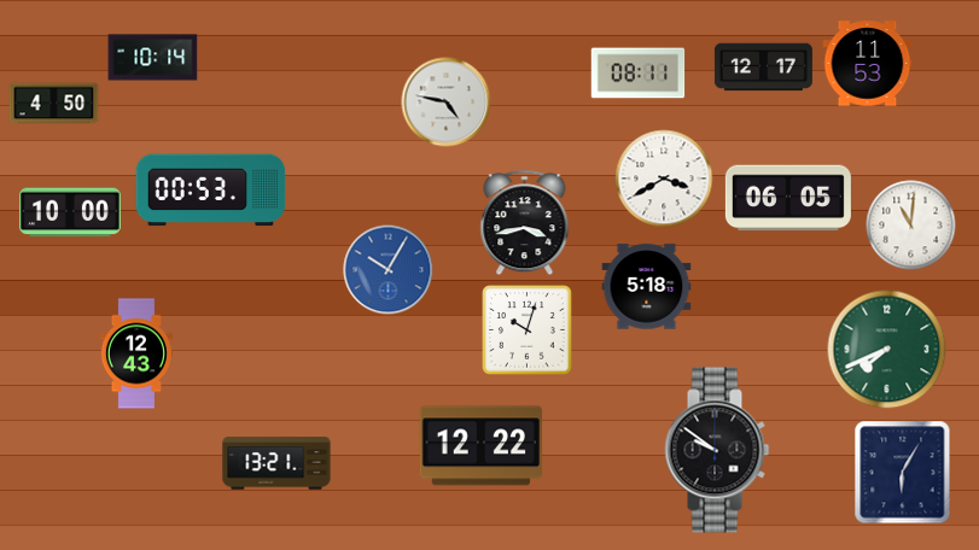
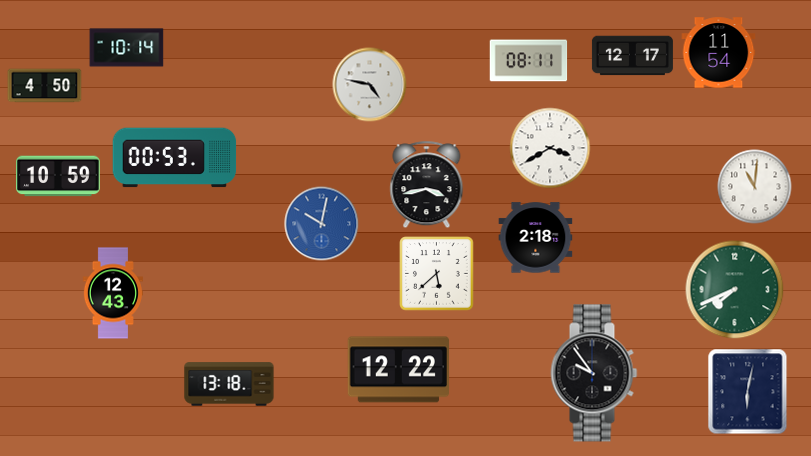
clock at (868, 64): 11:53 -> 11:54
clock at (788, 198): 06:05 -> none
clock at (70, 212): 10:00 -> 10:59
clock at (525, 223) position: (525, 223) -> (427, 185)
clock at (389, 270): 10:05 -> 10:02
clock at (647, 287): 5:18 -> 2:18
clock at (528, 330): 10:03 -> 5:38
clock at (717, 450): 9:51 -> 9:54
clock at (276, 463): 13:21 -> 13:18
clock at (903, 473): 6:05 -> 6:02
